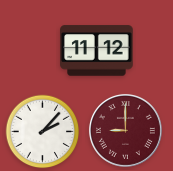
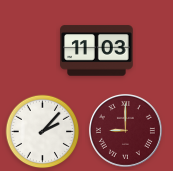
clock at (97, 51): 11:12 -> 11:03
